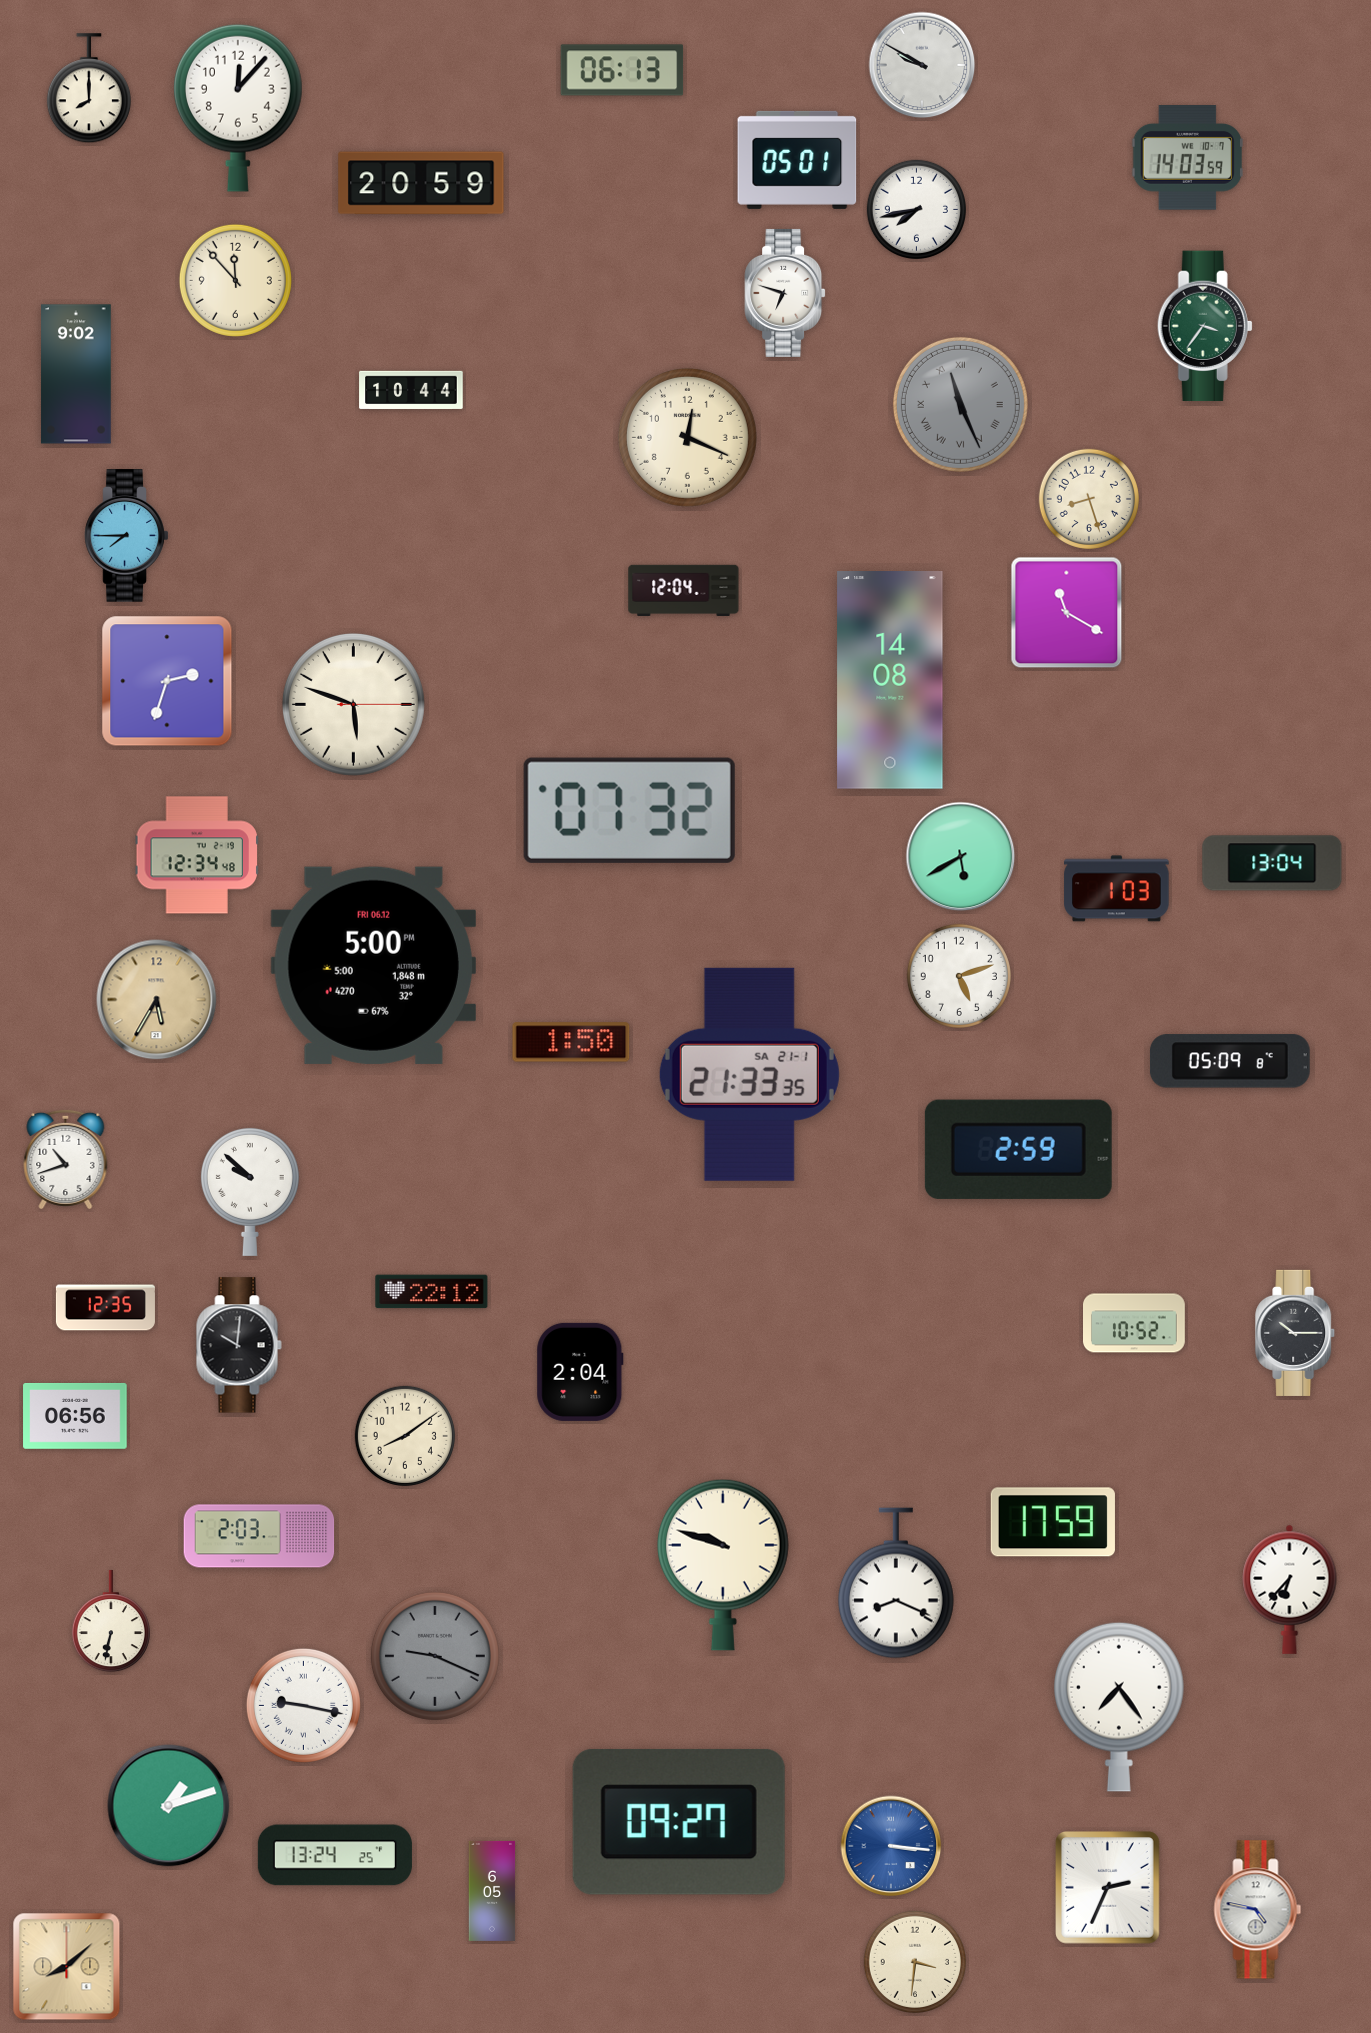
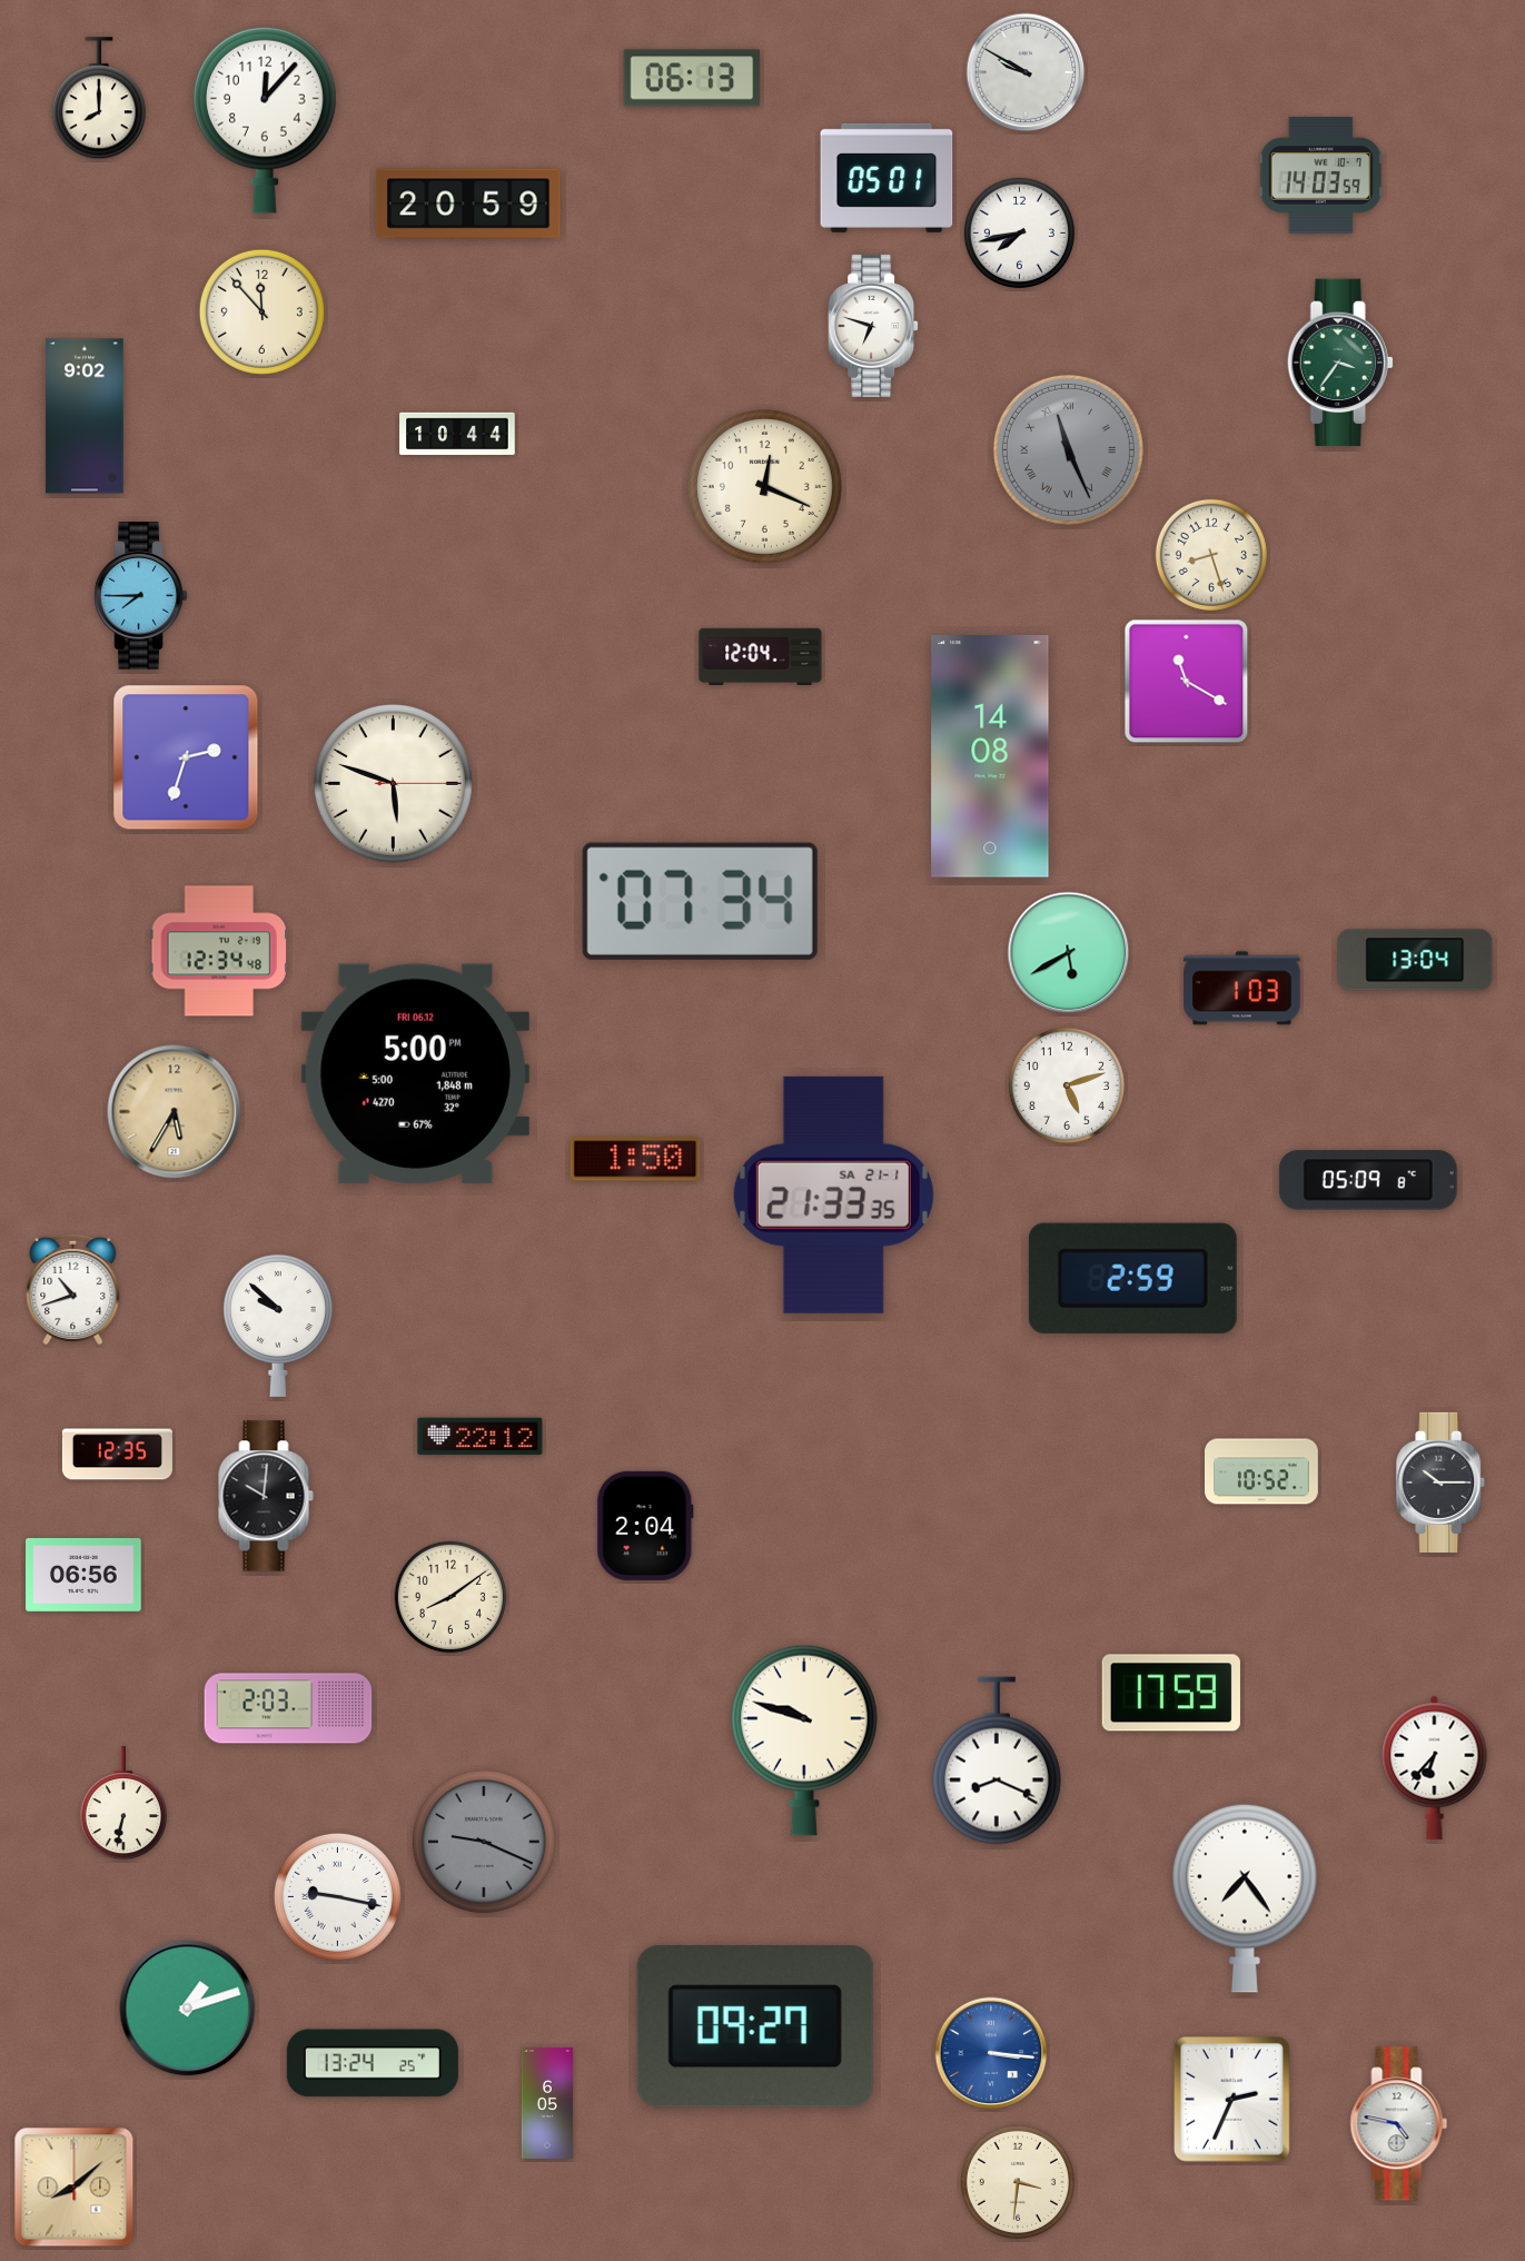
clock at (629, 810): 07:32 -> 07:34
